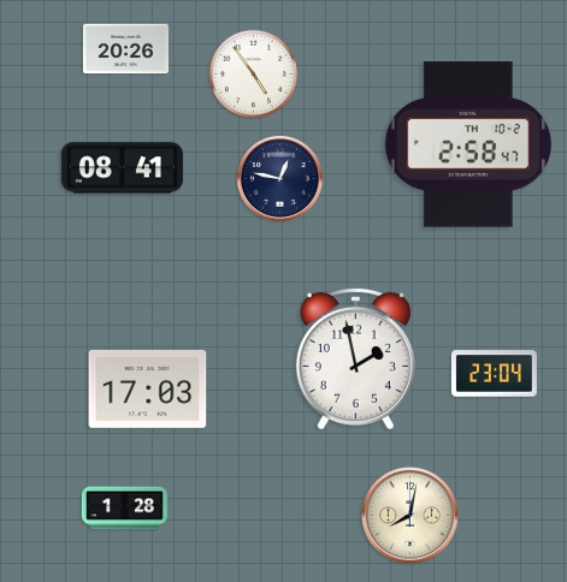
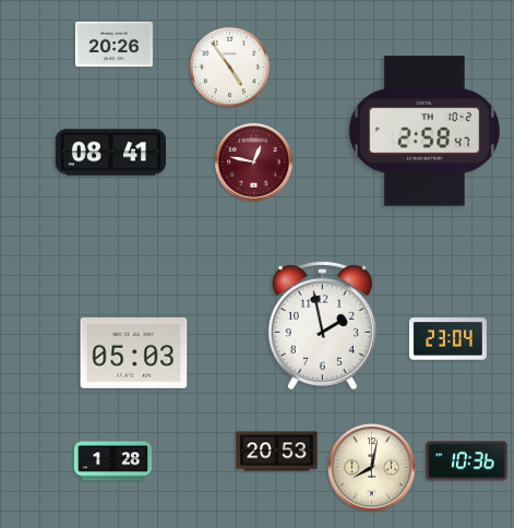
clock at (279, 178) dial: navy -> burgundy
clock at (148, 388): 17:03 -> 05:03
clock at (277, 452): none -> 20:53
clock at (467, 461): none -> 10:36
